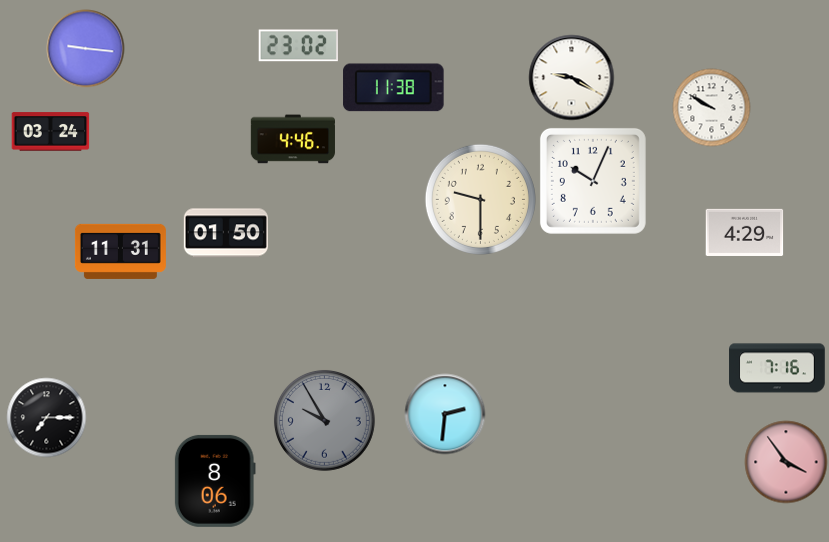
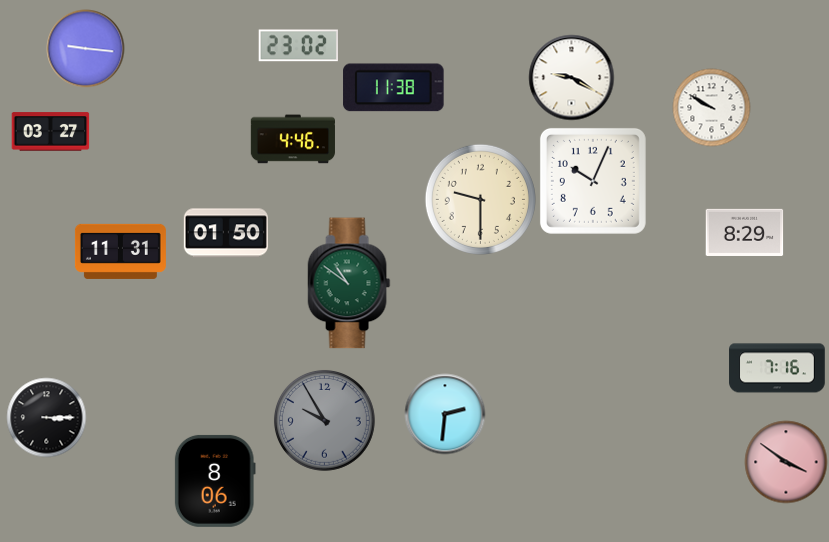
clock at (50, 132): 03:24 -> 03:27
clock at (744, 232): 4:29 -> 8:29
clock at (349, 283): none -> 10:51
clock at (46, 417): 7:15 -> 3:15
clock at (786, 462): 3:54 -> 3:51
